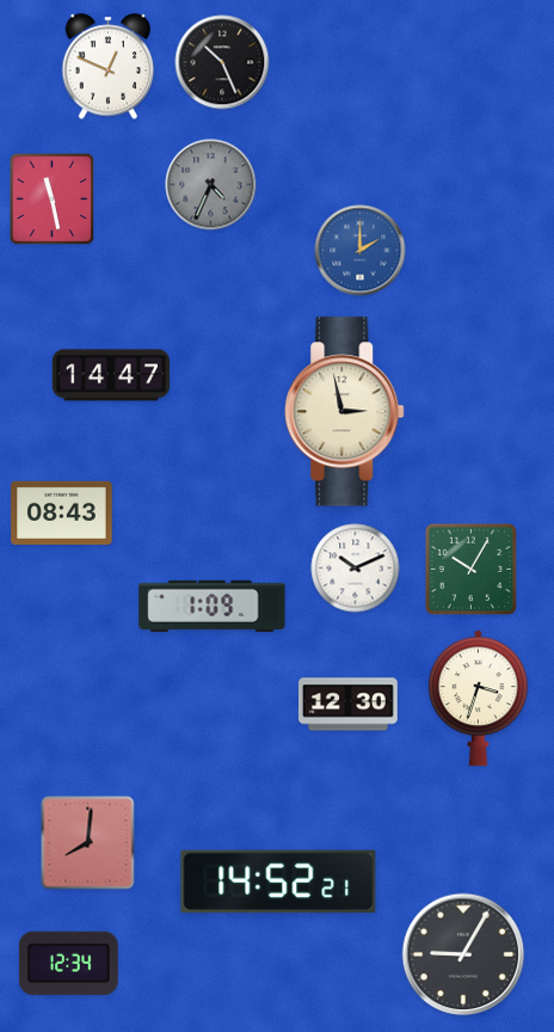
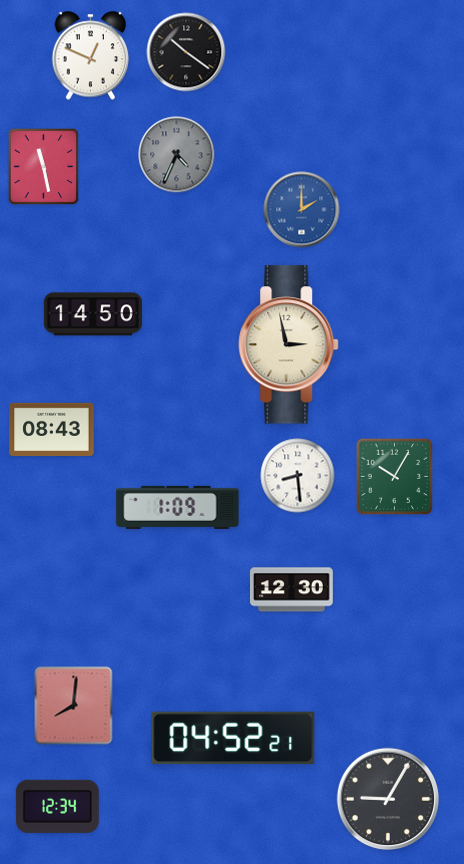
clock at (222, 62): 10:26 -> 10:21
clock at (111, 375): 14:47 -> 14:50
clock at (356, 569): 10:11 -> 8:29
clock at (479, 699): 3:33 -> none
clock at (278, 881): 14:52 -> 04:52
